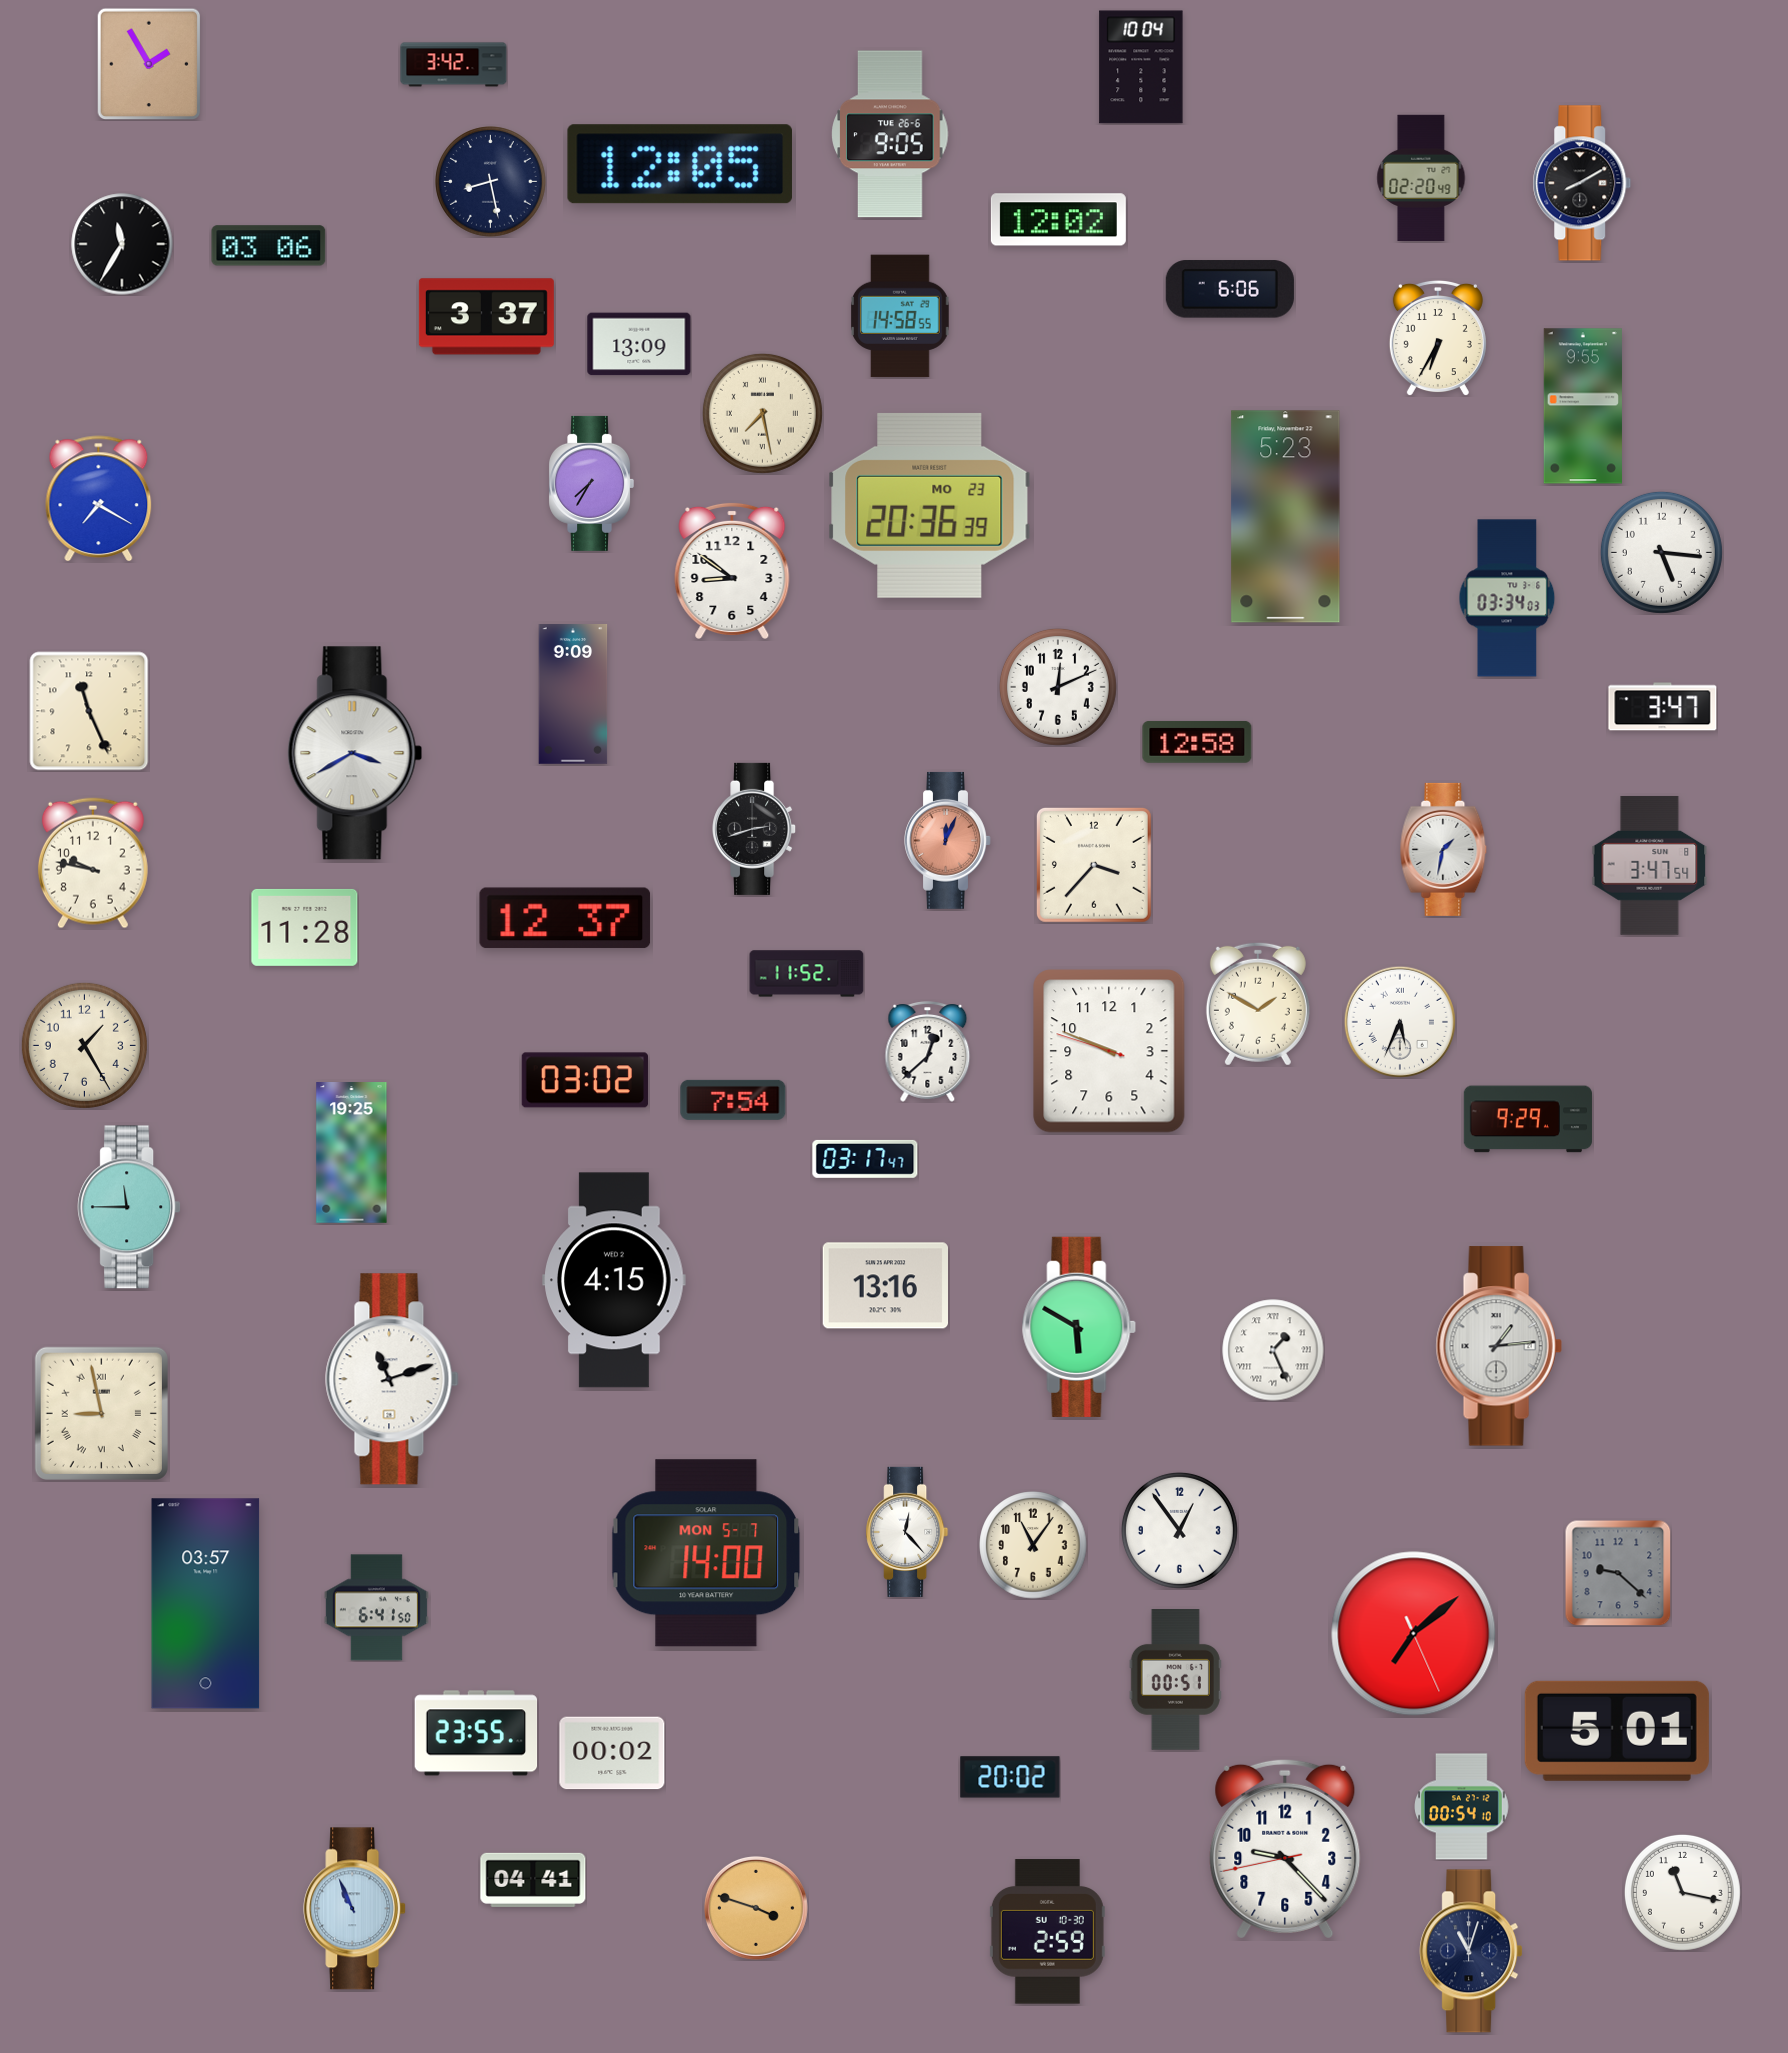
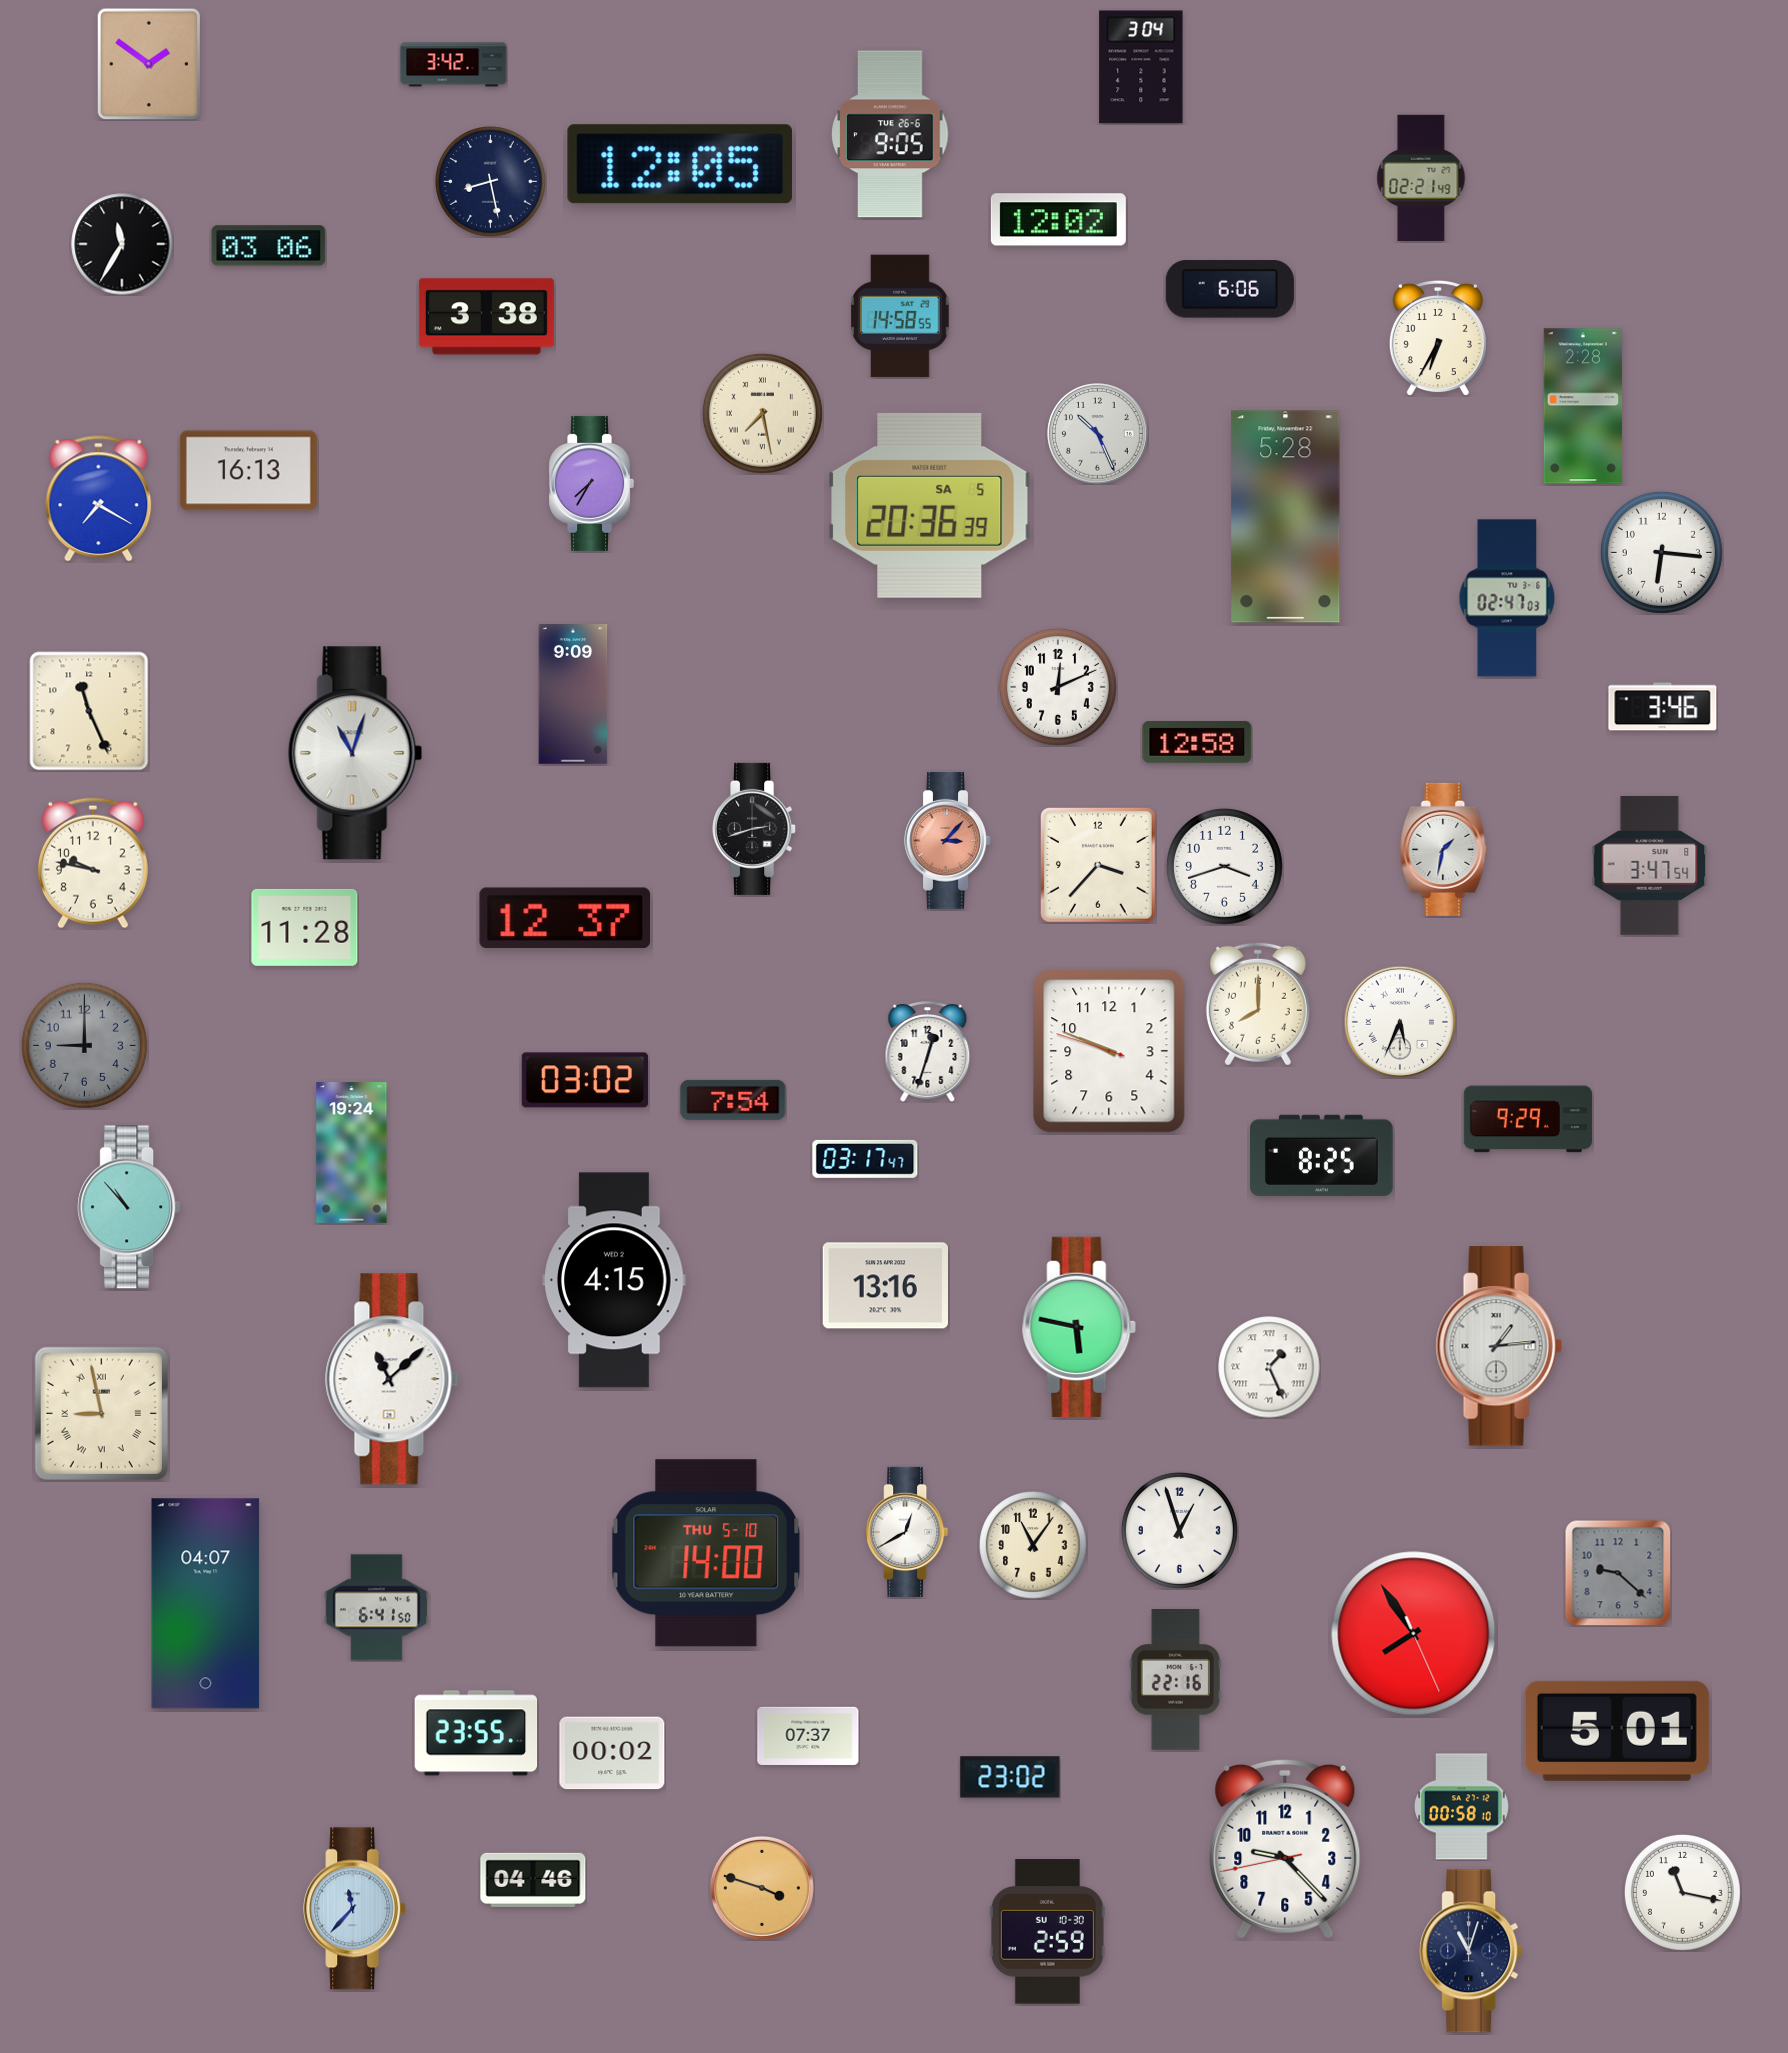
clock at (149, 64): 1:55 -> 1:51
clock at (1141, 67): 10:04 -> 3:04
clock at (1421, 178): 02:20 -> 02:21
clock at (1582, 183): 8:10 -> none
clock at (486, 317): 3:37 -> 3:38
clock at (639, 344): 13:09 -> none
clock at (1582, 406): 9:55 -> 2:28
clock at (1098, 434): none -> 10:26
clock at (248, 471): none -> 16:13
clock at (930, 505) date: MO 23 -> SA 5
clock at (1286, 517): 5:23 -> 5:28
clock at (1661, 552): 5:16 -> 6:16
clock at (732, 570): 8:51 -> none
clock at (1507, 598): 03:34 -> 02:47
clock at (1663, 707): 3:47 -> 3:46
clock at (355, 753): 3:40 -> 11:03
clock at (948, 840): 12:04 -> 3:07
clock at (1094, 865) position: (1094, 865) -> (1098, 865)
clock at (1224, 866): none -> 3:42
clock at (807, 974): 11:52 -> none
clock at (1258, 1004): 1:50 -> 8:00
clock at (84, 1045): 1:25 -> 9:00
clock at (84, 1045) dial: cream -> grey
clock at (928, 1052): 12:38 -> 12:33
clock at (352, 1153): 19:25 -> 19:24
clock at (1322, 1155): none -> 8:25
clock at (129, 1207): 11:45 -> 10:53
clock at (1079, 1327): 5:50 -> 5:47
clock at (1273, 1350) position: (1273, 1350) -> (1269, 1367)
clock at (392, 1379): 11:12 -> 11:08
clock at (1179, 1530): 12:54 -> 12:57
clock at (907, 1532): 12:23 -> 12:40
clock at (706, 1553) date: MON 5-7 -> THU 5-10
clock at (206, 1604): 03:57 -> 04:07
clock at (1414, 1634): 7:08 -> 7:54
clock at (1175, 1680): 00:51 -> 22:16
clock at (808, 1736): none -> 07:37
clock at (1010, 1777): 20:02 -> 23:02
clock at (1462, 1807): 00:54 -> 00:58
clock at (533, 1880): 04:41 -> 04:46
clock at (756, 1908) position: (756, 1908) -> (762, 1888)
clock at (355, 1909): 10:56 -> 11:37
